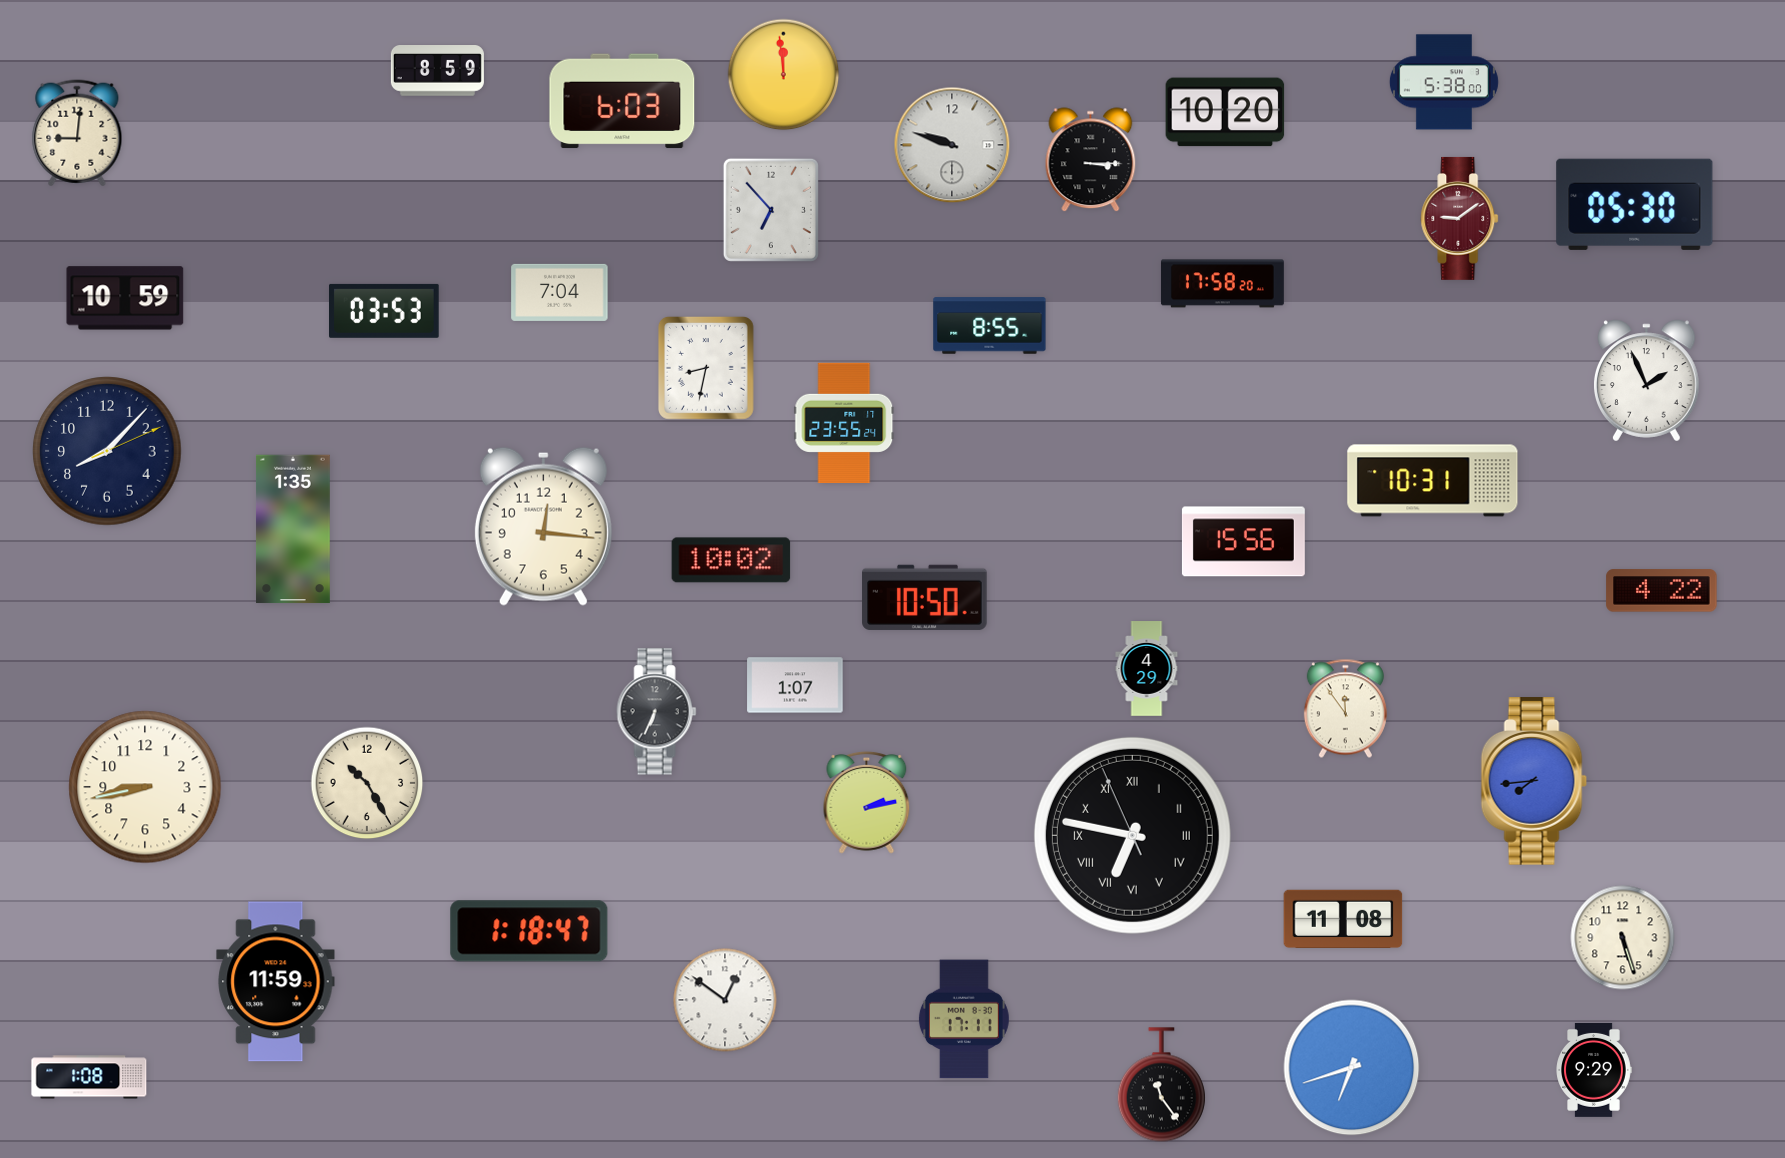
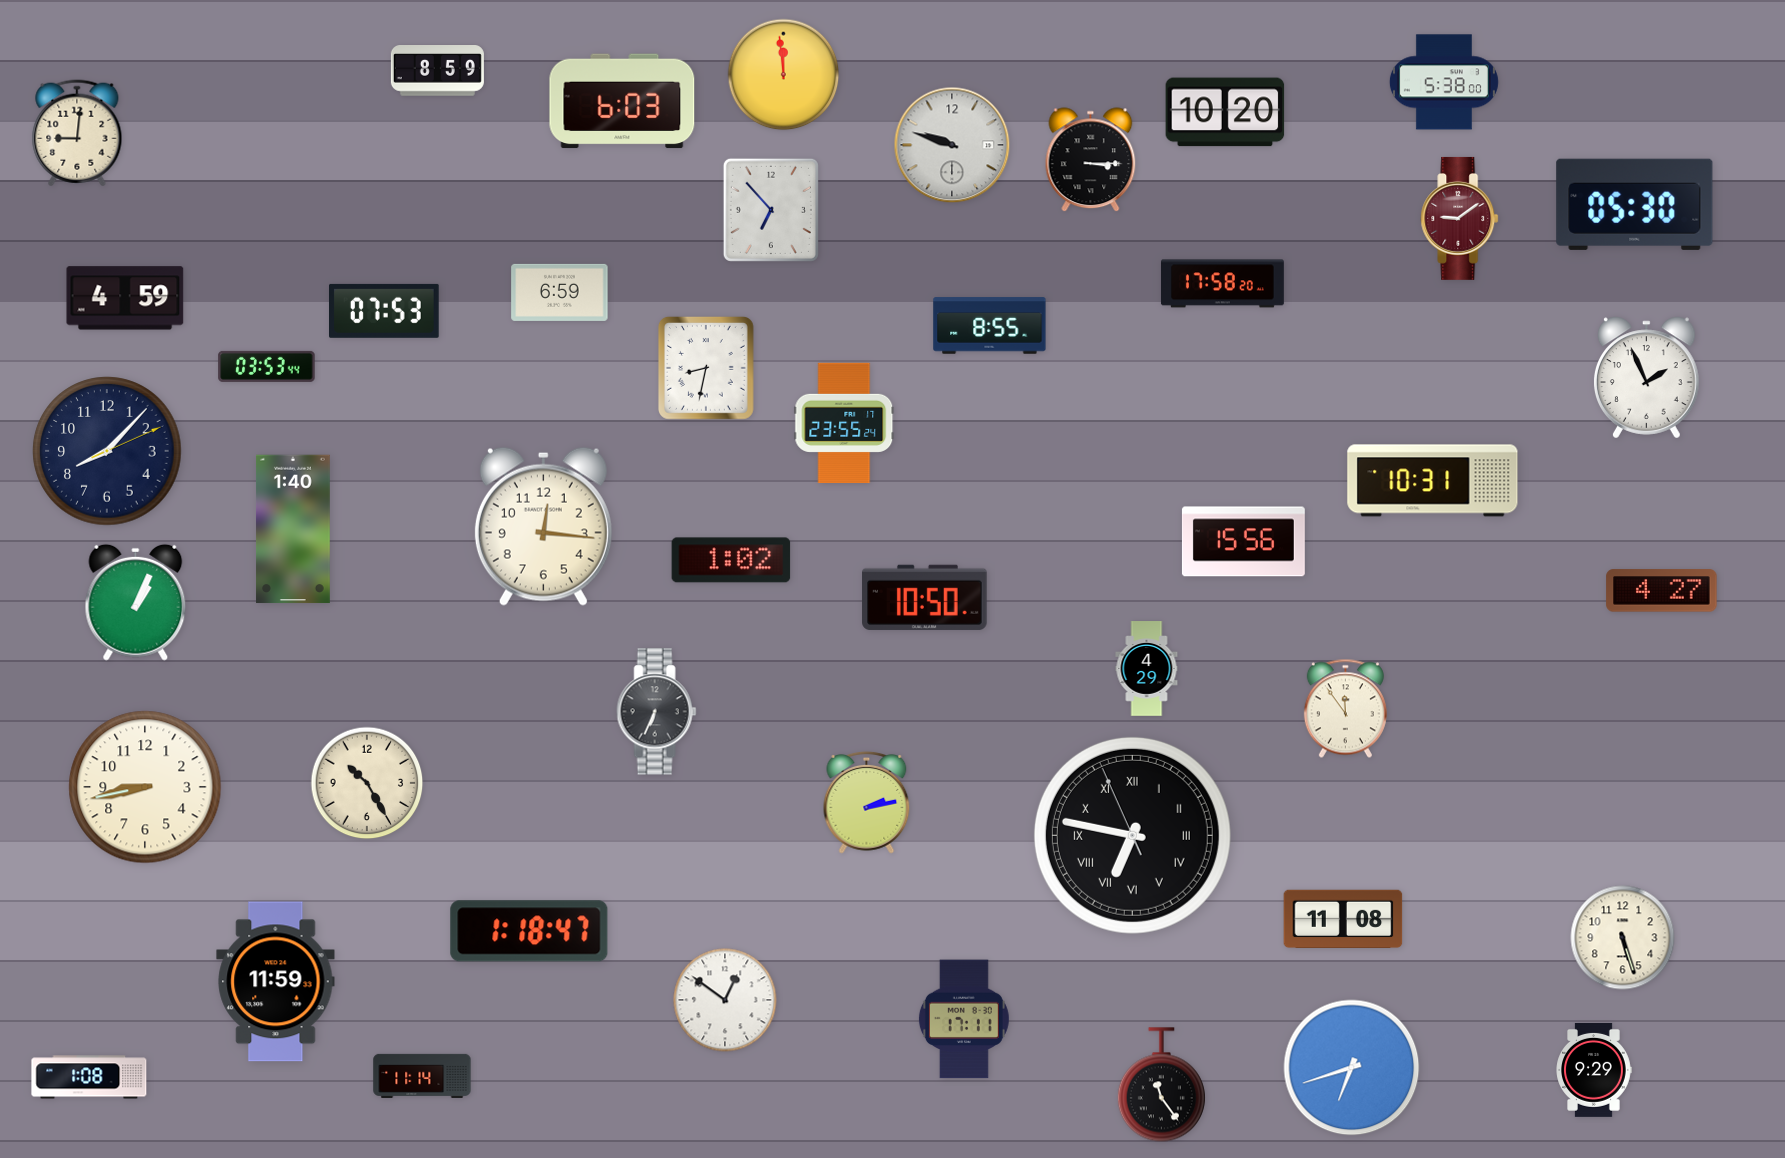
clock at (560, 292): 7:04 -> 6:59
clock at (125, 298): 10:59 -> 4:59
clock at (385, 311): 03:53 -> 07:53
clock at (267, 366): none -> 03:53
clock at (1647, 381) position: (1647, 381) -> (1647, 378)
clock at (294, 529): 1:35 -> 1:40
clock at (731, 560): 10:02 -> 1:02
clock at (1662, 591): 4:22 -> 4:27
clock at (136, 602): none -> 1:04
clock at (795, 685): 1:07 -> none
clock at (1534, 781): 7:44 -> none
clock at (422, 1076): none -> 11:14
